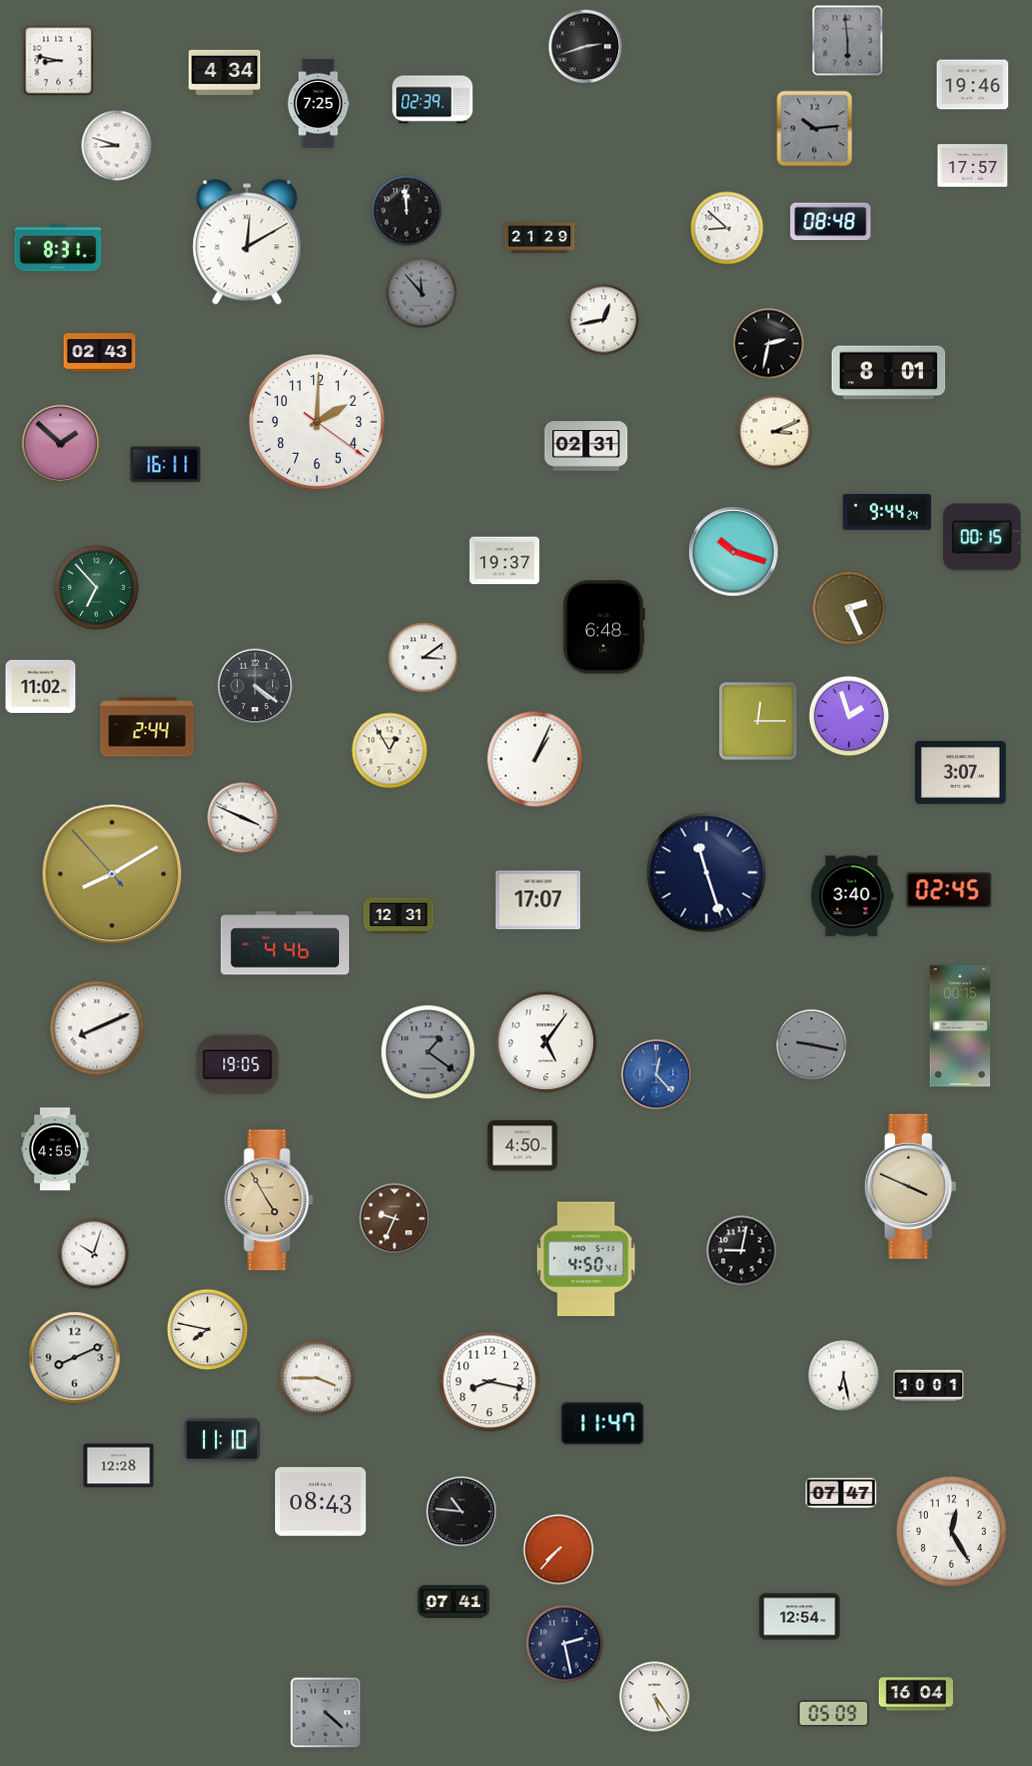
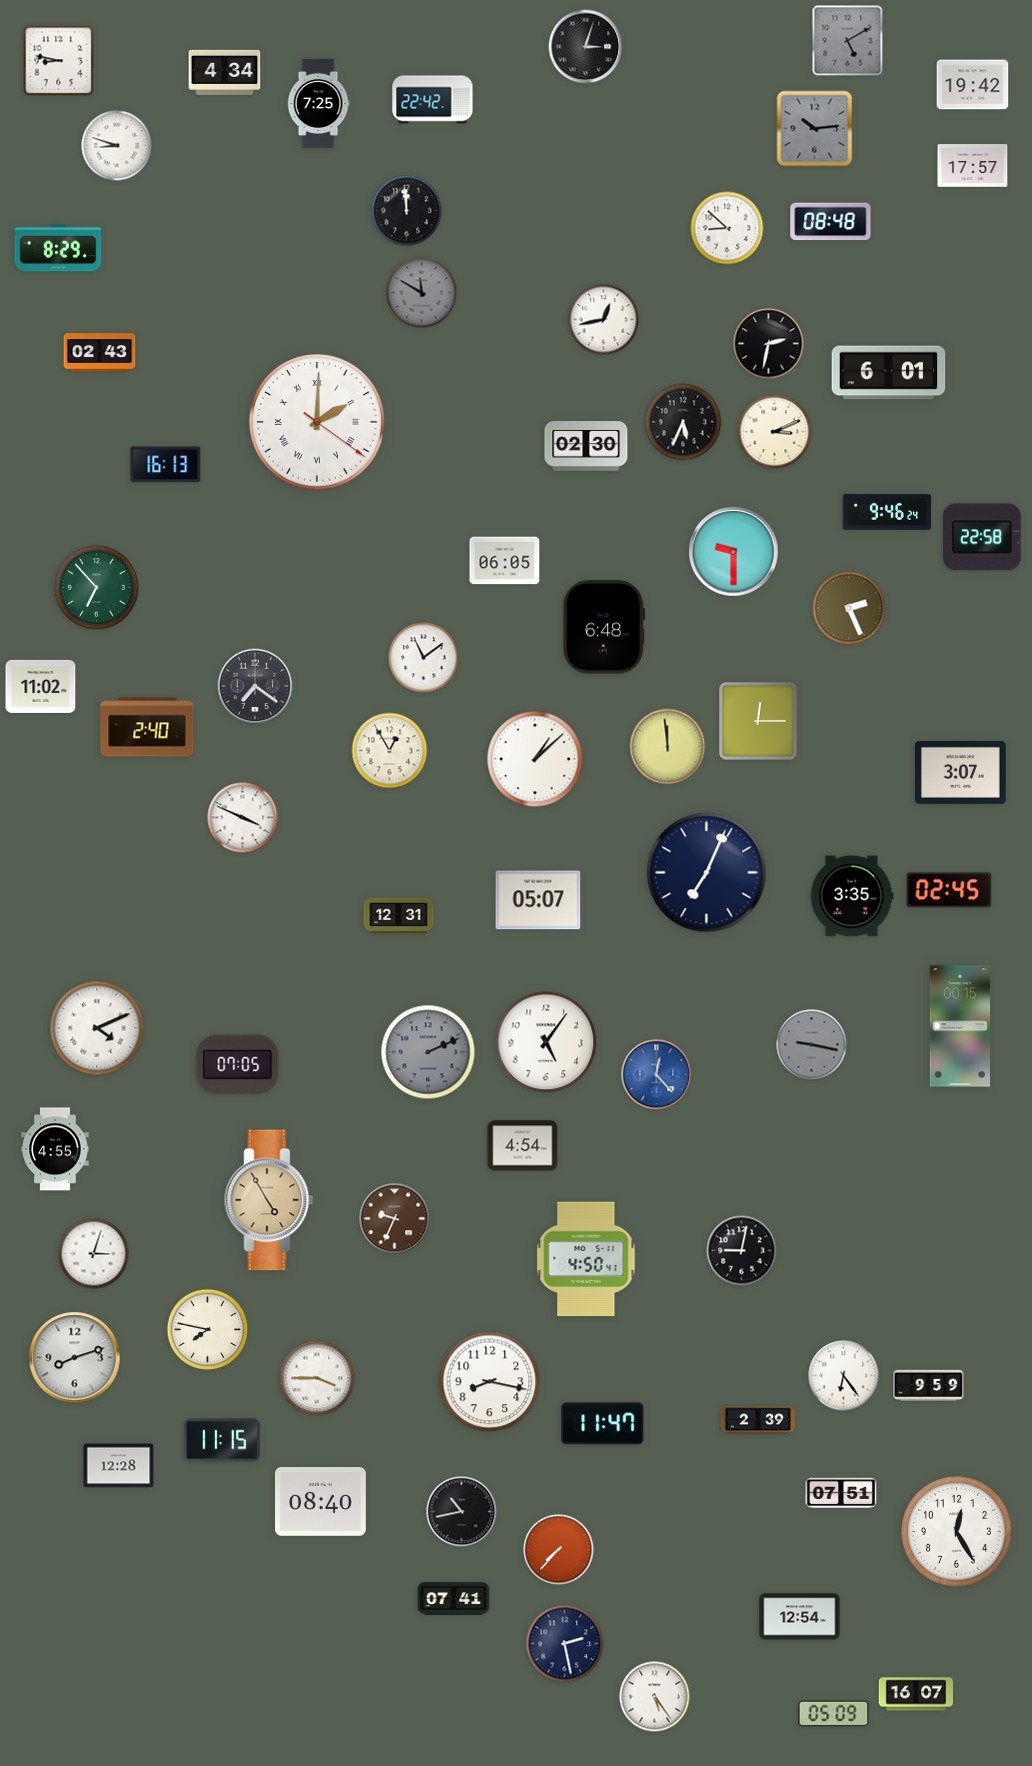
clock at (848, 41): 5:59 -> 5:10
clock at (586, 47): 2:42 -> 3:03
clock at (973, 85): 19:46 -> 19:42
clock at (433, 100): 02:39 -> 22:42
clock at (540, 238): 21:29 -> none
clock at (247, 242): 12:10 -> none
clock at (58, 248): 8:31 -> 8:29
clock at (422, 293): 11:53 -> 11:50
clock at (889, 373): 8:01 -> 6:01
clock at (683, 422): none -> 5:34
clock at (318, 423) numerals: Arabic -> Roman
clock at (61, 444): 1:52 -> none
clock at (586, 446): 02:31 -> 02:30
clock at (166, 465): 16:11 -> 16:13
clock at (887, 513): 9:44 -> 9:46
clock at (982, 537): 00:15 -> 22:58
clock at (734, 552): 10:18 -> 9:30
clock at (505, 561): 19:37 -> 06:05
clock at (424, 658): 3:09 -> 11:09
clock at (255, 686): 4:21 -> 7:21
clock at (849, 716): 1:57 -> none
clock at (147, 727): 2:44 -> 2:40
clock at (668, 747): none -> 11:59
clock at (535, 759): 1:04 -> 1:08
clock at (707, 873): 11:27 -> 7:04
clock at (112, 874): 8:09 -> none
clock at (852, 896): 3:40 -> 3:35
clock at (538, 900): 17:07 -> 05:07
clock at (285, 943): 4:46 -> none
clock at (97, 1028): 8:11 -> 4:11
clock at (428, 1052): 1:21 -> 2:11
clock at (238, 1065): 19:05 -> 07:05
clock at (523, 1146): 4:50 -> 4:54
clock at (910, 1186): 3:49 -> none
clock at (94, 1254): 10:03 -> 3:03
clock at (75, 1358): 8:11 -> 8:12
clock at (844, 1376): 6:28 -> 6:24
clock at (929, 1386): 10:01 -> 9:59
clock at (758, 1420): none -> 2:39
clock at (222, 1440): 11:10 -> 11:15
clock at (841, 1493): 07:47 -> 07:51
clock at (321, 1502): 08:43 -> 08:40
clock at (462, 1512): 10:46 -> 10:43
clock at (951, 1531) position: (951, 1531) -> (956, 1531)
clock at (454, 1602) position: (454, 1602) -> (454, 1599)
clock at (915, 1694): 16:04 -> 16:07
clock at (326, 1713): 4:22 -> none
